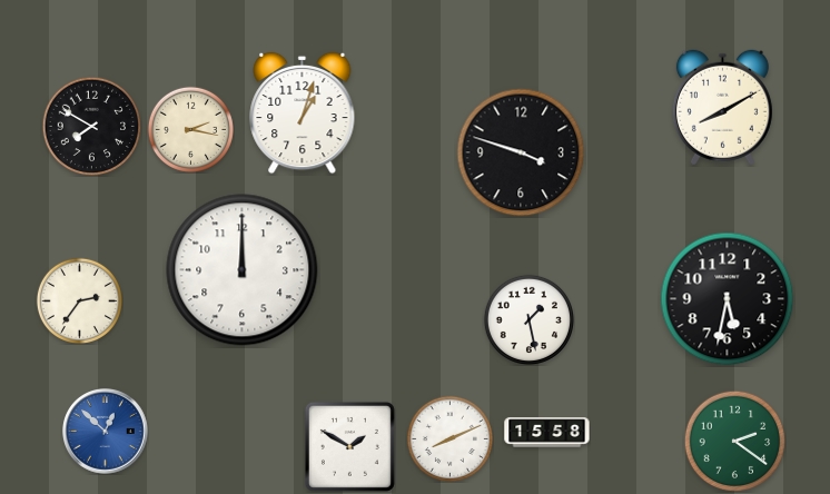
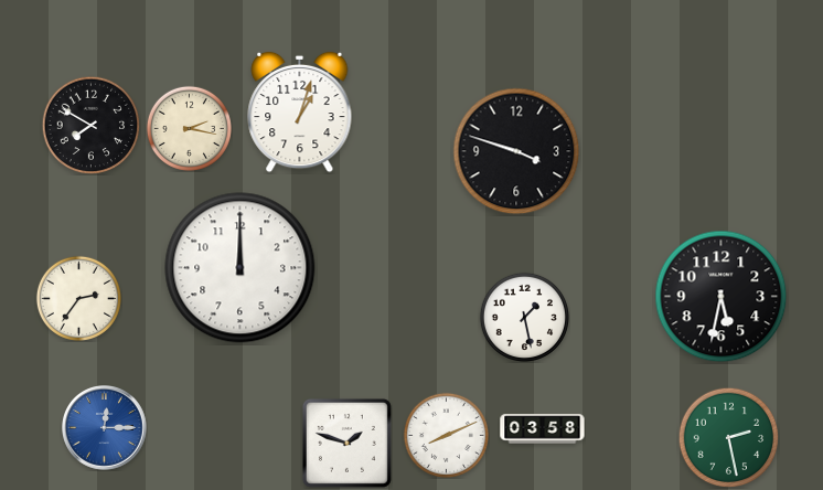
clock at (722, 108): 8:10 -> none
clock at (106, 432): 12:52 -> 12:15
clock at (547, 433): 15:58 -> 03:58
clock at (734, 441): 2:21 -> 2:28
clock at (349, 446): 1:50 -> 1:48
